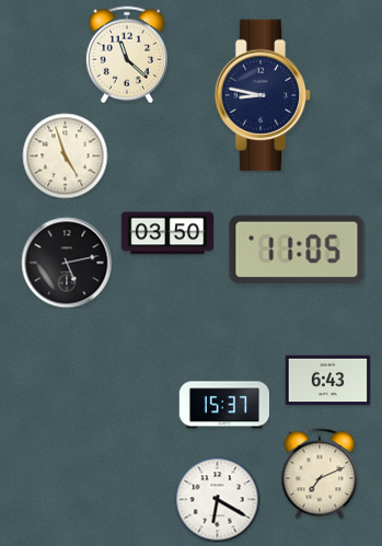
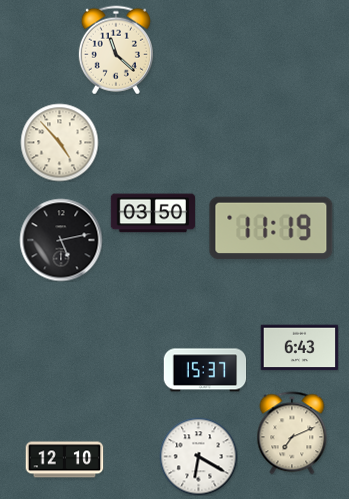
clock at (263, 95): 8:47 -> none
clock at (65, 155): 4:57 -> 4:53
clock at (297, 249): 11:05 -> 11:19
clock at (64, 460): none -> 12:10
